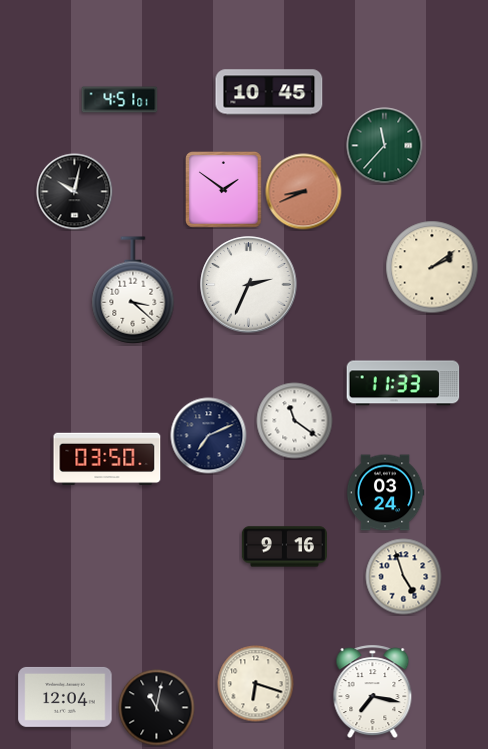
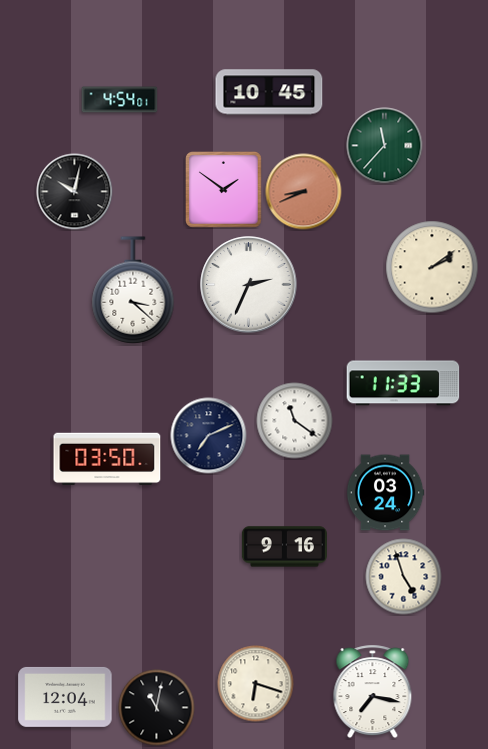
clock at (120, 100): 4:51 -> 4:54
